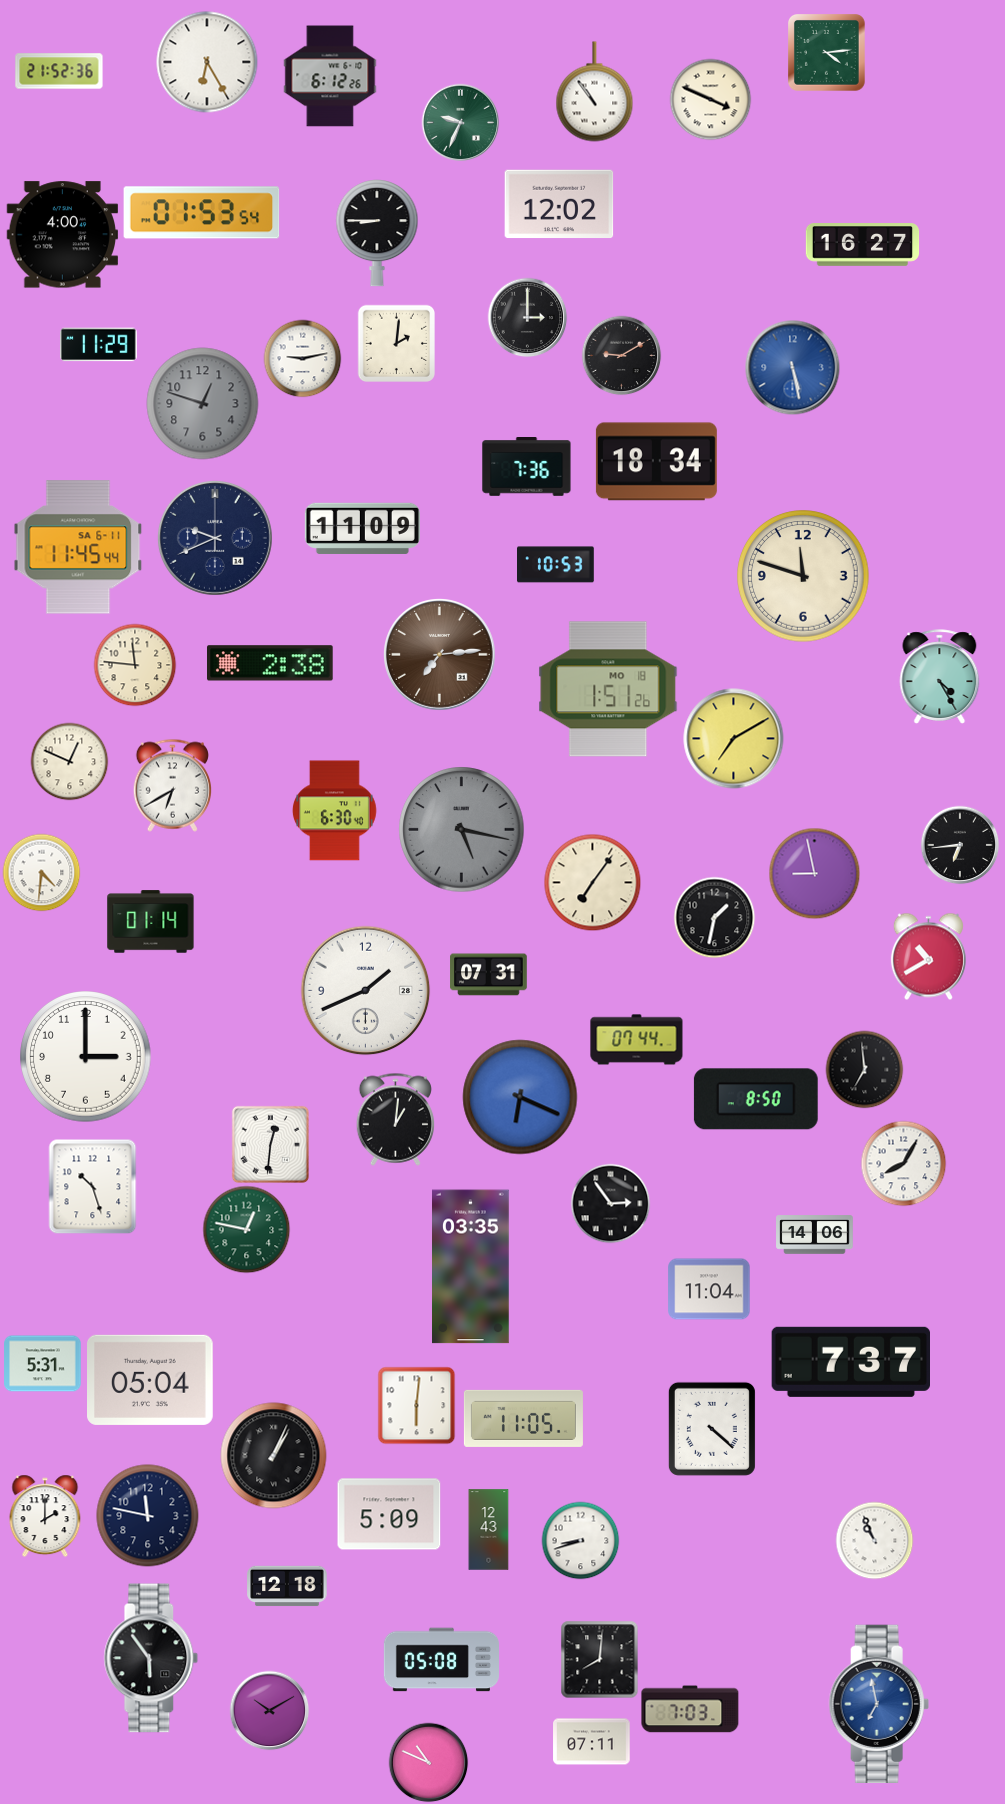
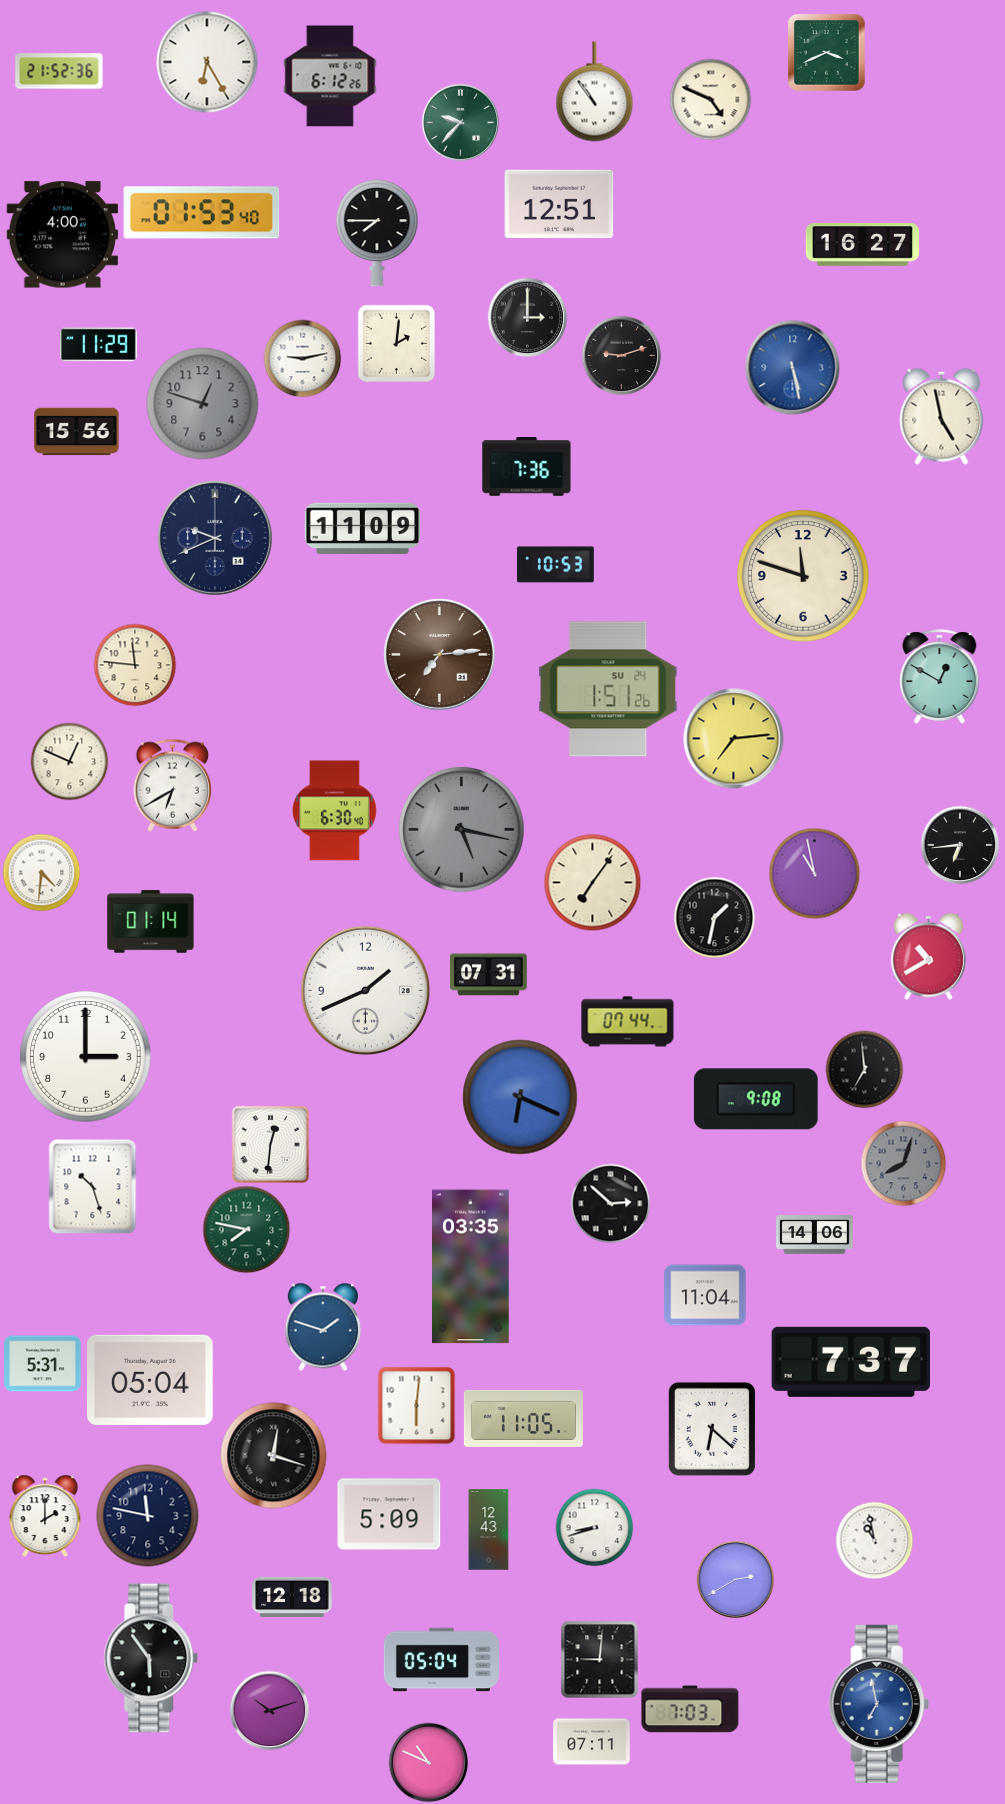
clock at (827, 53): 4:14 -> 3:41
clock at (710, 99): 3:49 -> 4:49
clock at (460, 122): 9:34 -> 9:37
clock at (559, 204): 12:02 -> 12:51
clock at (202, 213): 01:53:54 -> 01:53:40
clock at (377, 234): 8:45 -> 7:45
clock at (621, 355): 9:10 -> 9:12
clock at (942, 416): none -> 4:58
clock at (77, 432): none -> 15:56
clock at (656, 462): 18:34 -> none
clock at (78, 547): 11:45 -> none
clock at (271, 663): 2:38 -> none
clock at (940, 677): 4:25 -> 12:50
clock at (608, 689) date: MO 18 -> SU 24
clock at (734, 739): 7:10 -> 7:14
clock at (814, 873): 8:58 -> 10:58
clock at (637, 1040) position: (637, 1040) -> (628, 1022)
clock at (756, 1099): 8:50 -> 9:08
clock at (395, 1119): 1:01 -> none
clock at (903, 1163): 8:05 -> 8:03
clock at (903, 1163) dial: white -> grey
clock at (610, 1203): 2:54 -> 2:52
clock at (246, 1229): 12:47 -> 7:47
clock at (709, 1289) position: (709, 1289) -> (705, 1295)
clock at (322, 1327): none -> 1:48
clock at (712, 1429): 4:22 -> 6:22
clock at (274, 1456): 1:04 -> 12:18
clock at (580, 1540) position: (580, 1540) -> (594, 1527)
clock at (874, 1540): 10:56 -> 10:58
clock at (735, 1579): none -> 2:40
clock at (287, 1586) position: (287, 1586) -> (292, 1597)
clock at (599, 1659): 8:01 -> 9:01
clock at (441, 1660): 05:08 -> 05:04
clock at (269, 1710): 10:10 -> 10:12
